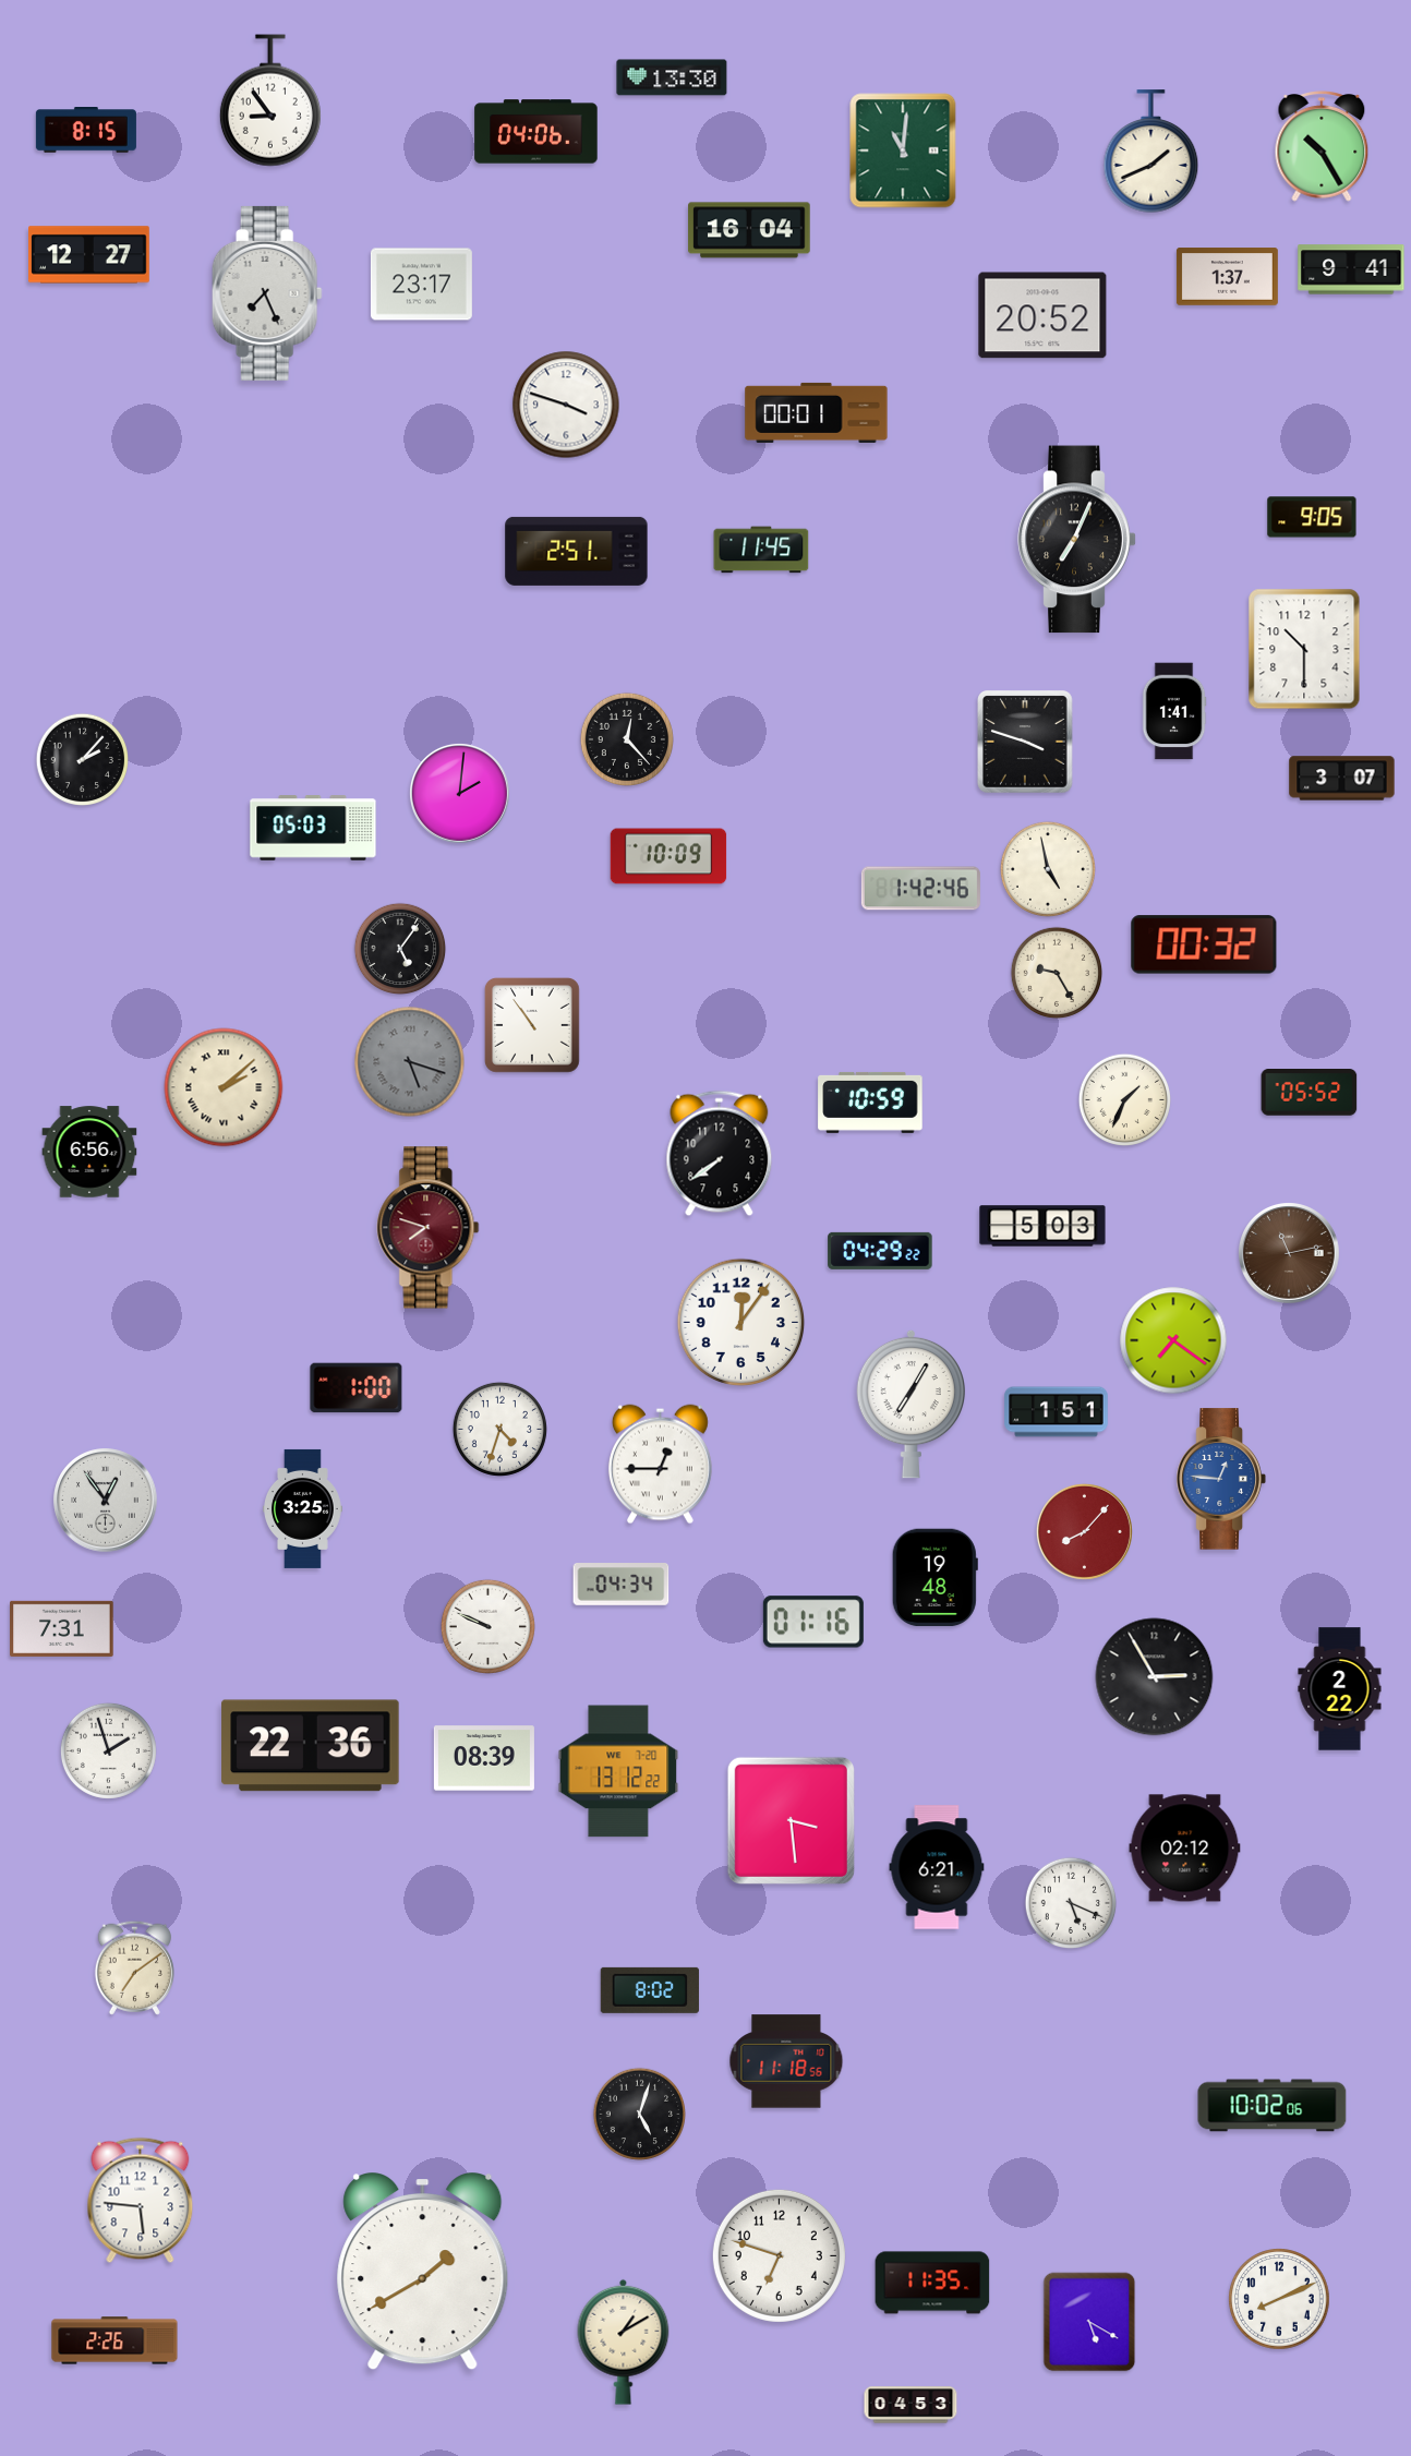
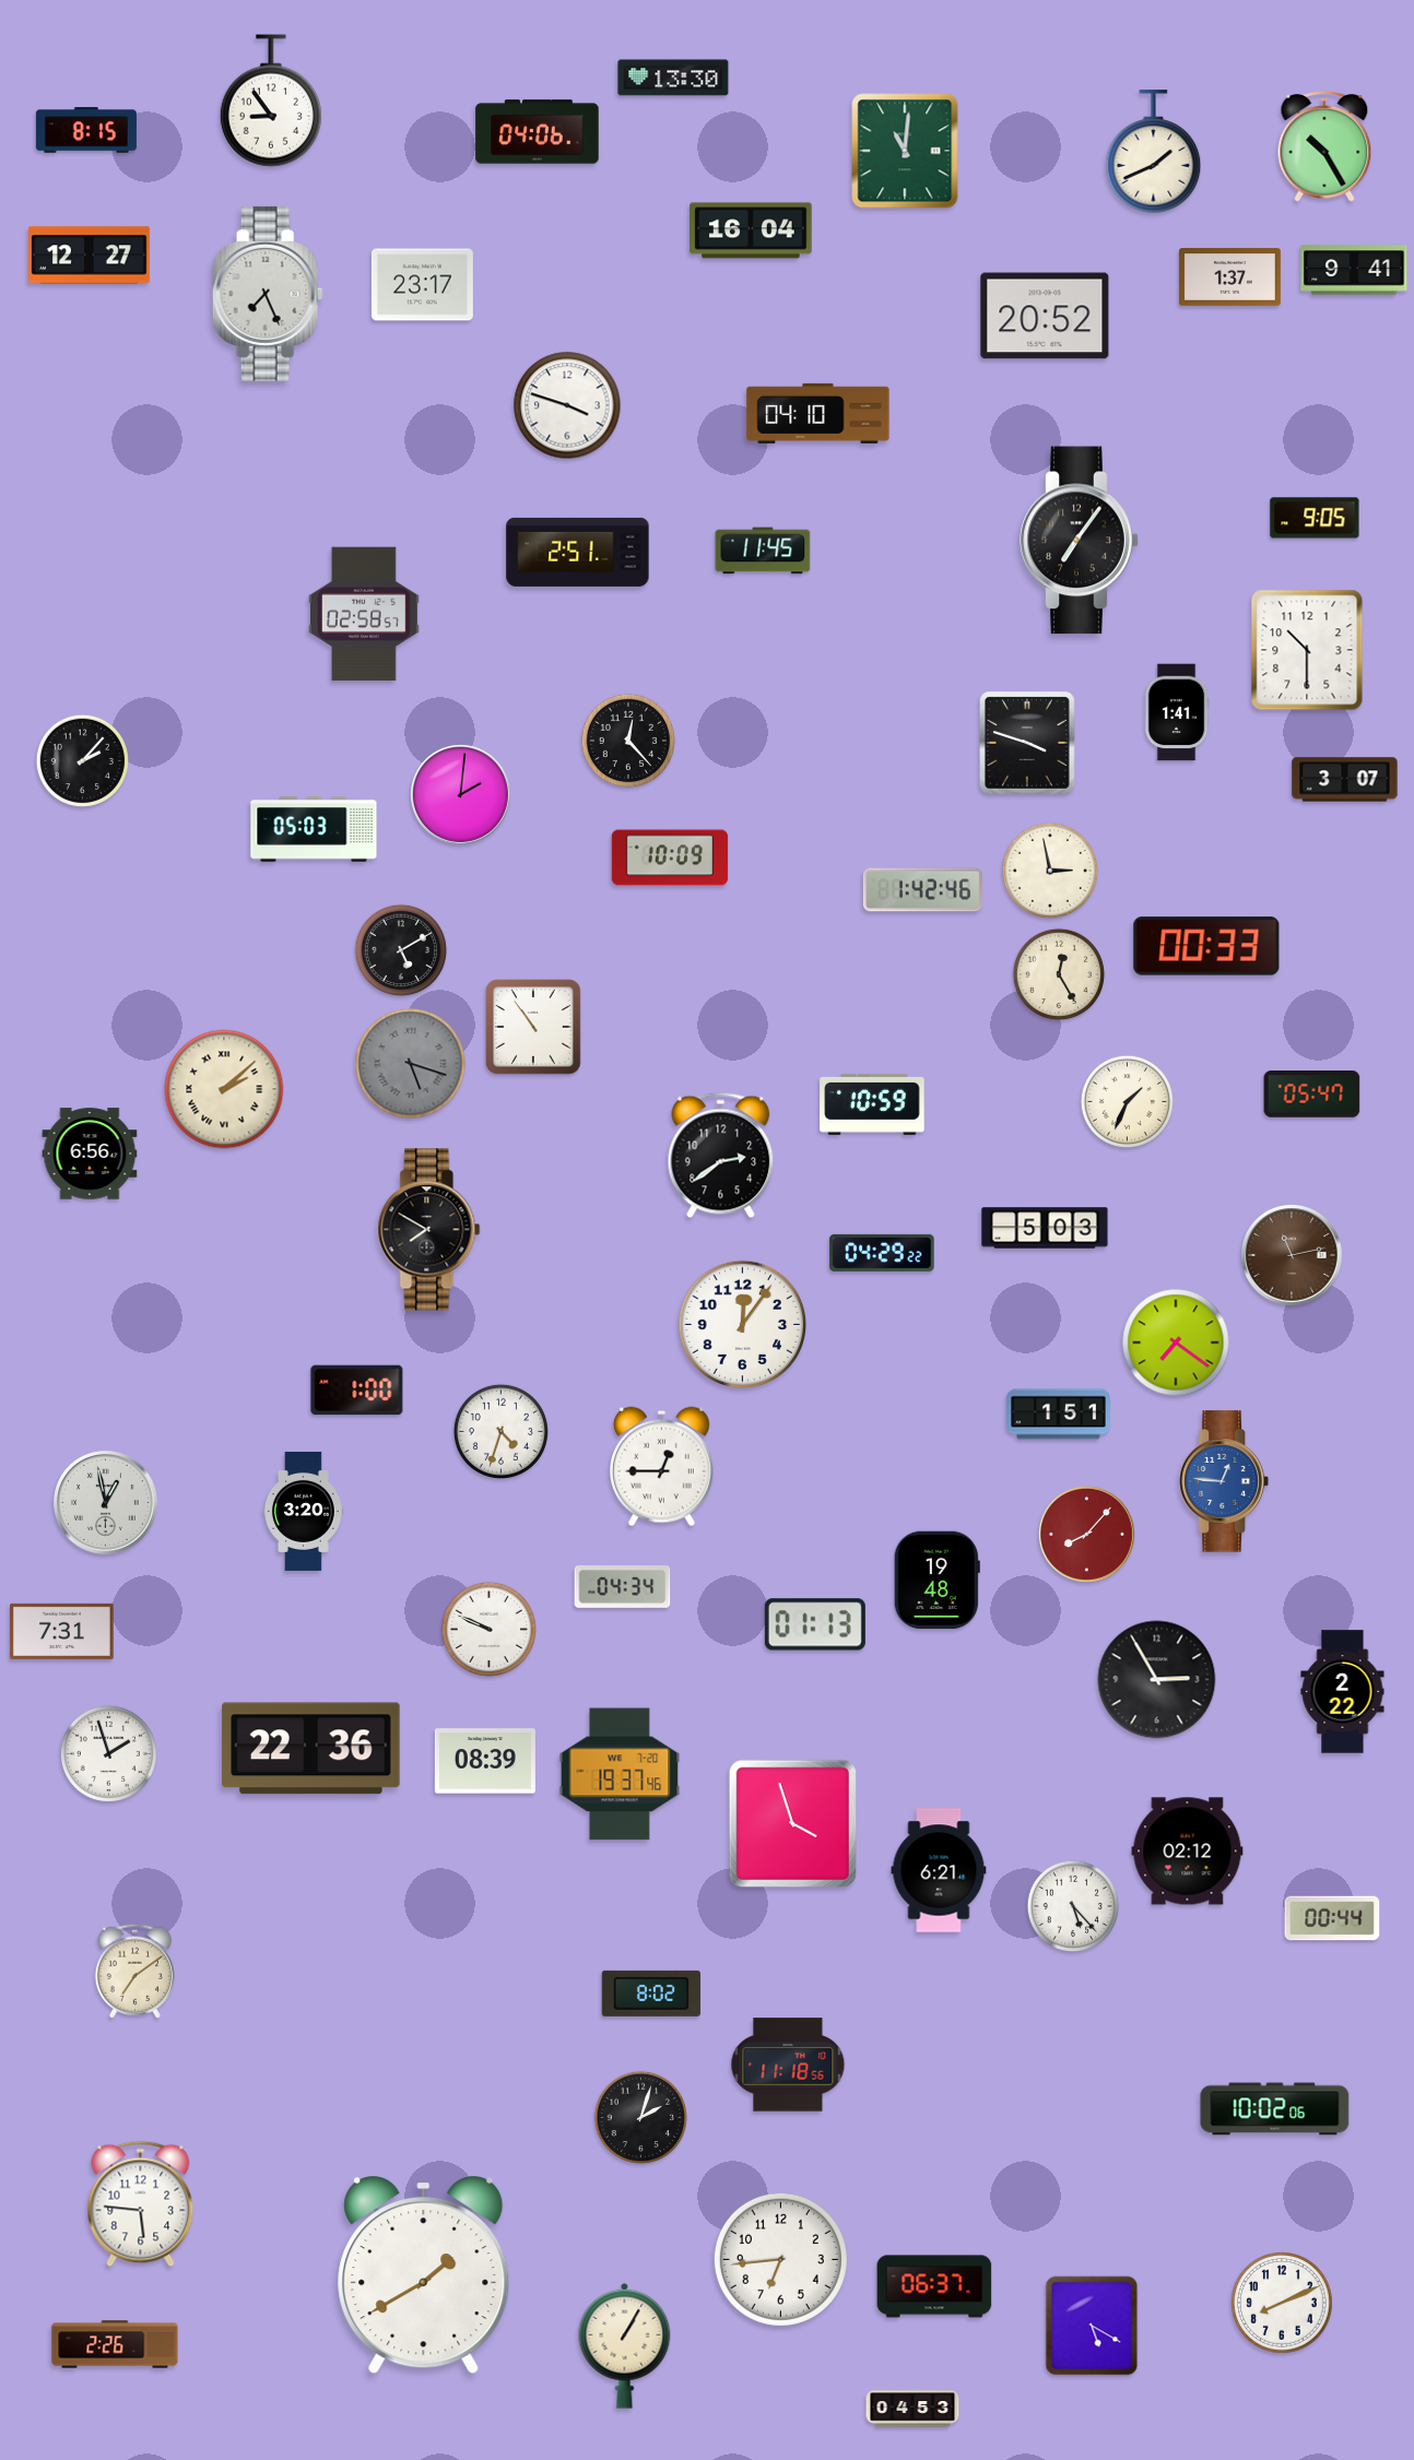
clock at (817, 412): 00:01 -> 04:10
clock at (1077, 540): 7:04 -> 7:06
clock at (365, 614): none -> 02:58
clock at (1048, 869): 4:58 -> 2:58
clock at (1204, 944): 00:32 -> 00:33
clock at (400, 949): 5:06 -> 5:10
clock at (1057, 973): 9:25 -> 12:25
clock at (1310, 1093): 05:52 -> 05:47
clock at (720, 1154): 7:39 -> 2:39
clock at (429, 1228): 7:48 -> 7:50
clock at (429, 1228) dial: burgundy -> black
clock at (910, 1404): 7:05 -> none
clock at (106, 1501): 12:54 -> 12:58
clock at (303, 1508): 3:25 -> 3:20
clock at (813, 1622): 01:16 -> 01:13
clock at (618, 1771): 13:12 -> 19:37
clock at (791, 1820): 3:29 -> 3:57
clock at (1071, 1903): 5:19 -> 5:23
clock at (1332, 1918): none -> 00:44
clock at (639, 2114): 5:03 -> 2:03
clock at (779, 2255): 6:48 -> 6:44
clock at (932, 2283): 11:35 -> 06:37
clock at (624, 2341): 1:10 -> 1:05
